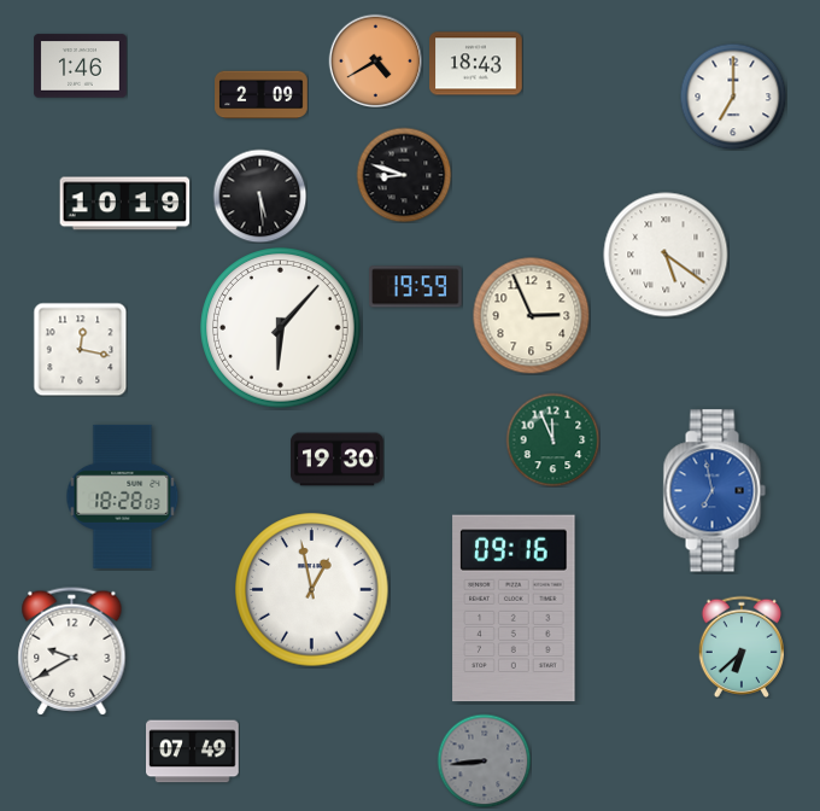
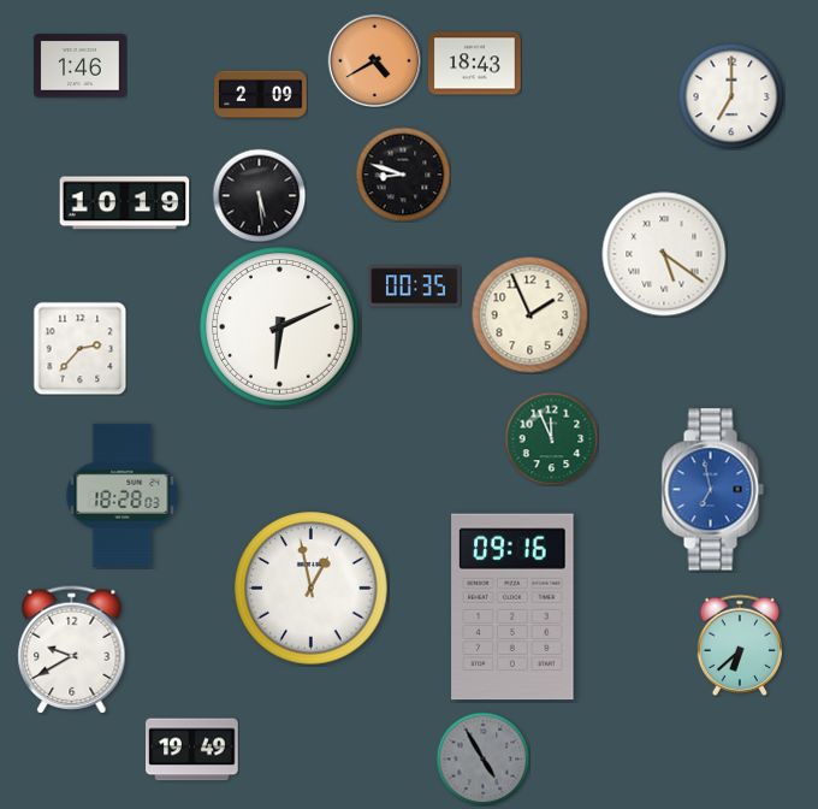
clock at (416, 287): 19:59 -> 00:35
clock at (531, 315): 2:56 -> 1:56
clock at (281, 328): 6:07 -> 6:11
clock at (80, 349): 12:17 -> 2:37
clock at (338, 460): 19:30 -> none
clock at (193, 752): 07:49 -> 19:49
clock at (484, 760): 8:44 -> 4:55
